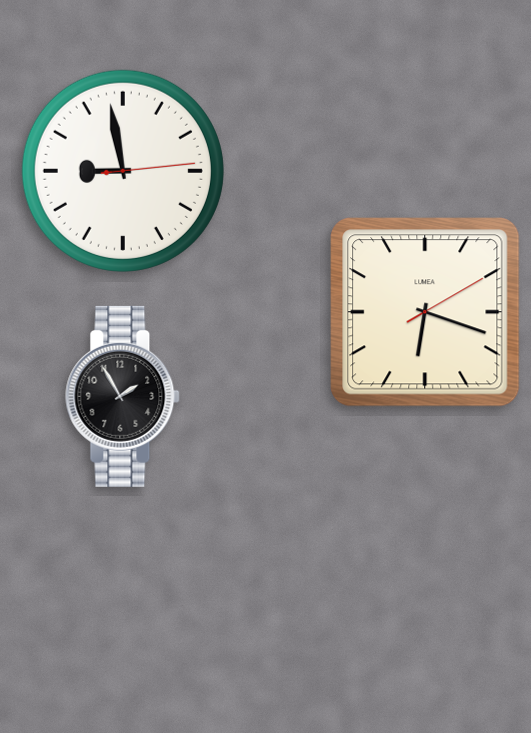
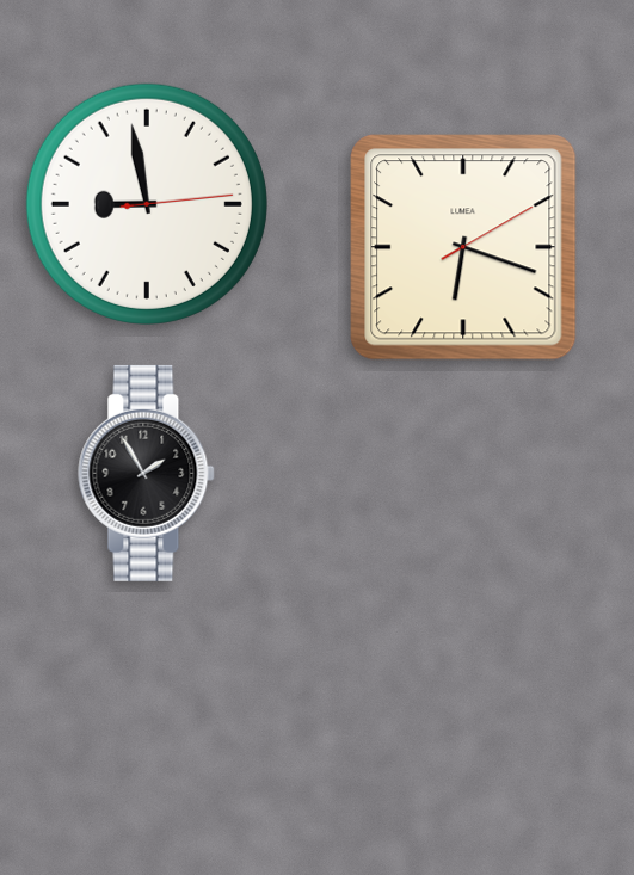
clock at (425, 312) position: (425, 312) -> (463, 247)
